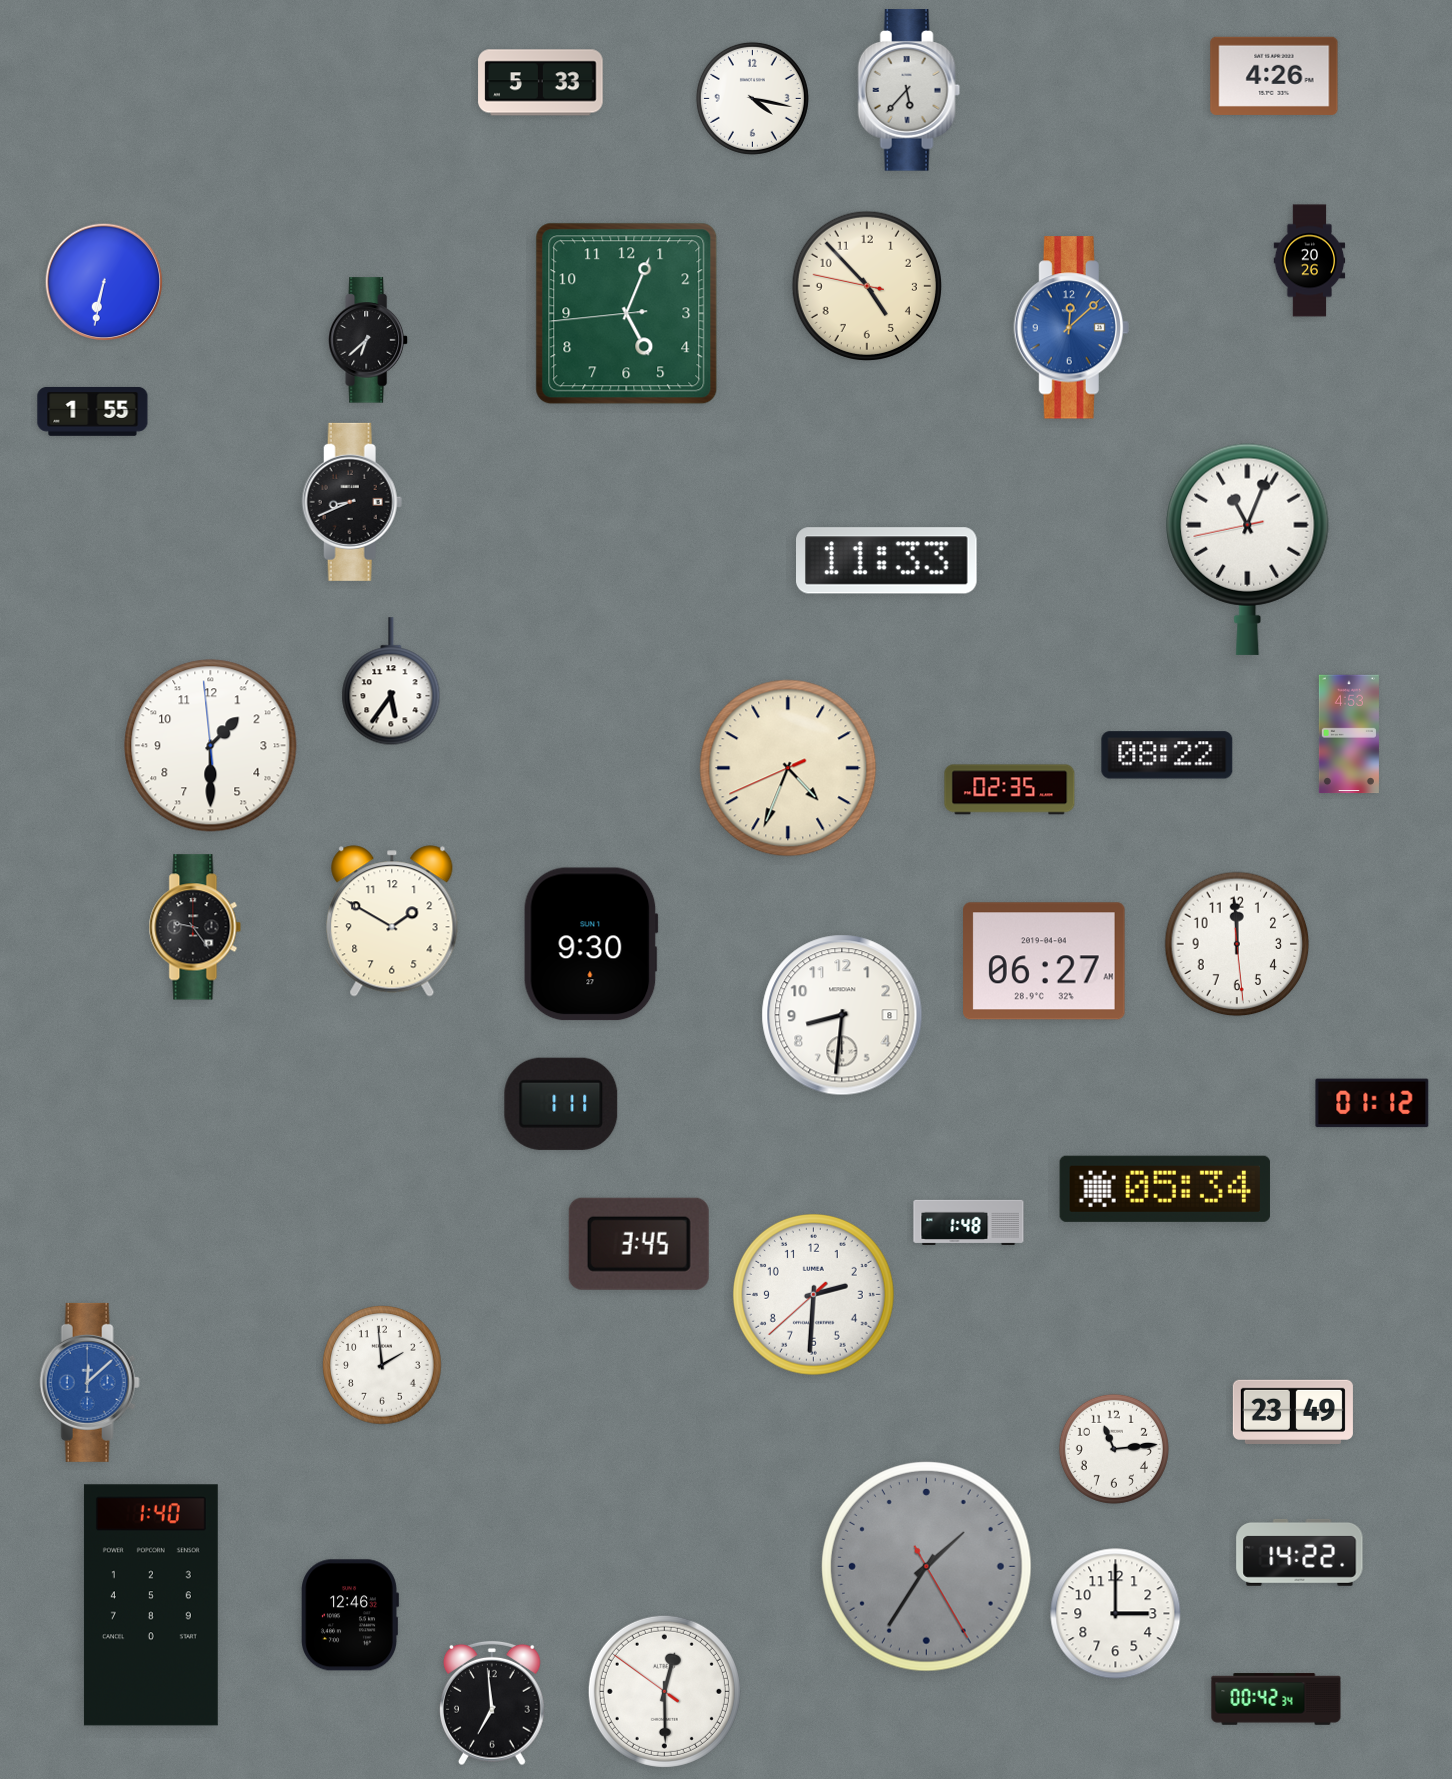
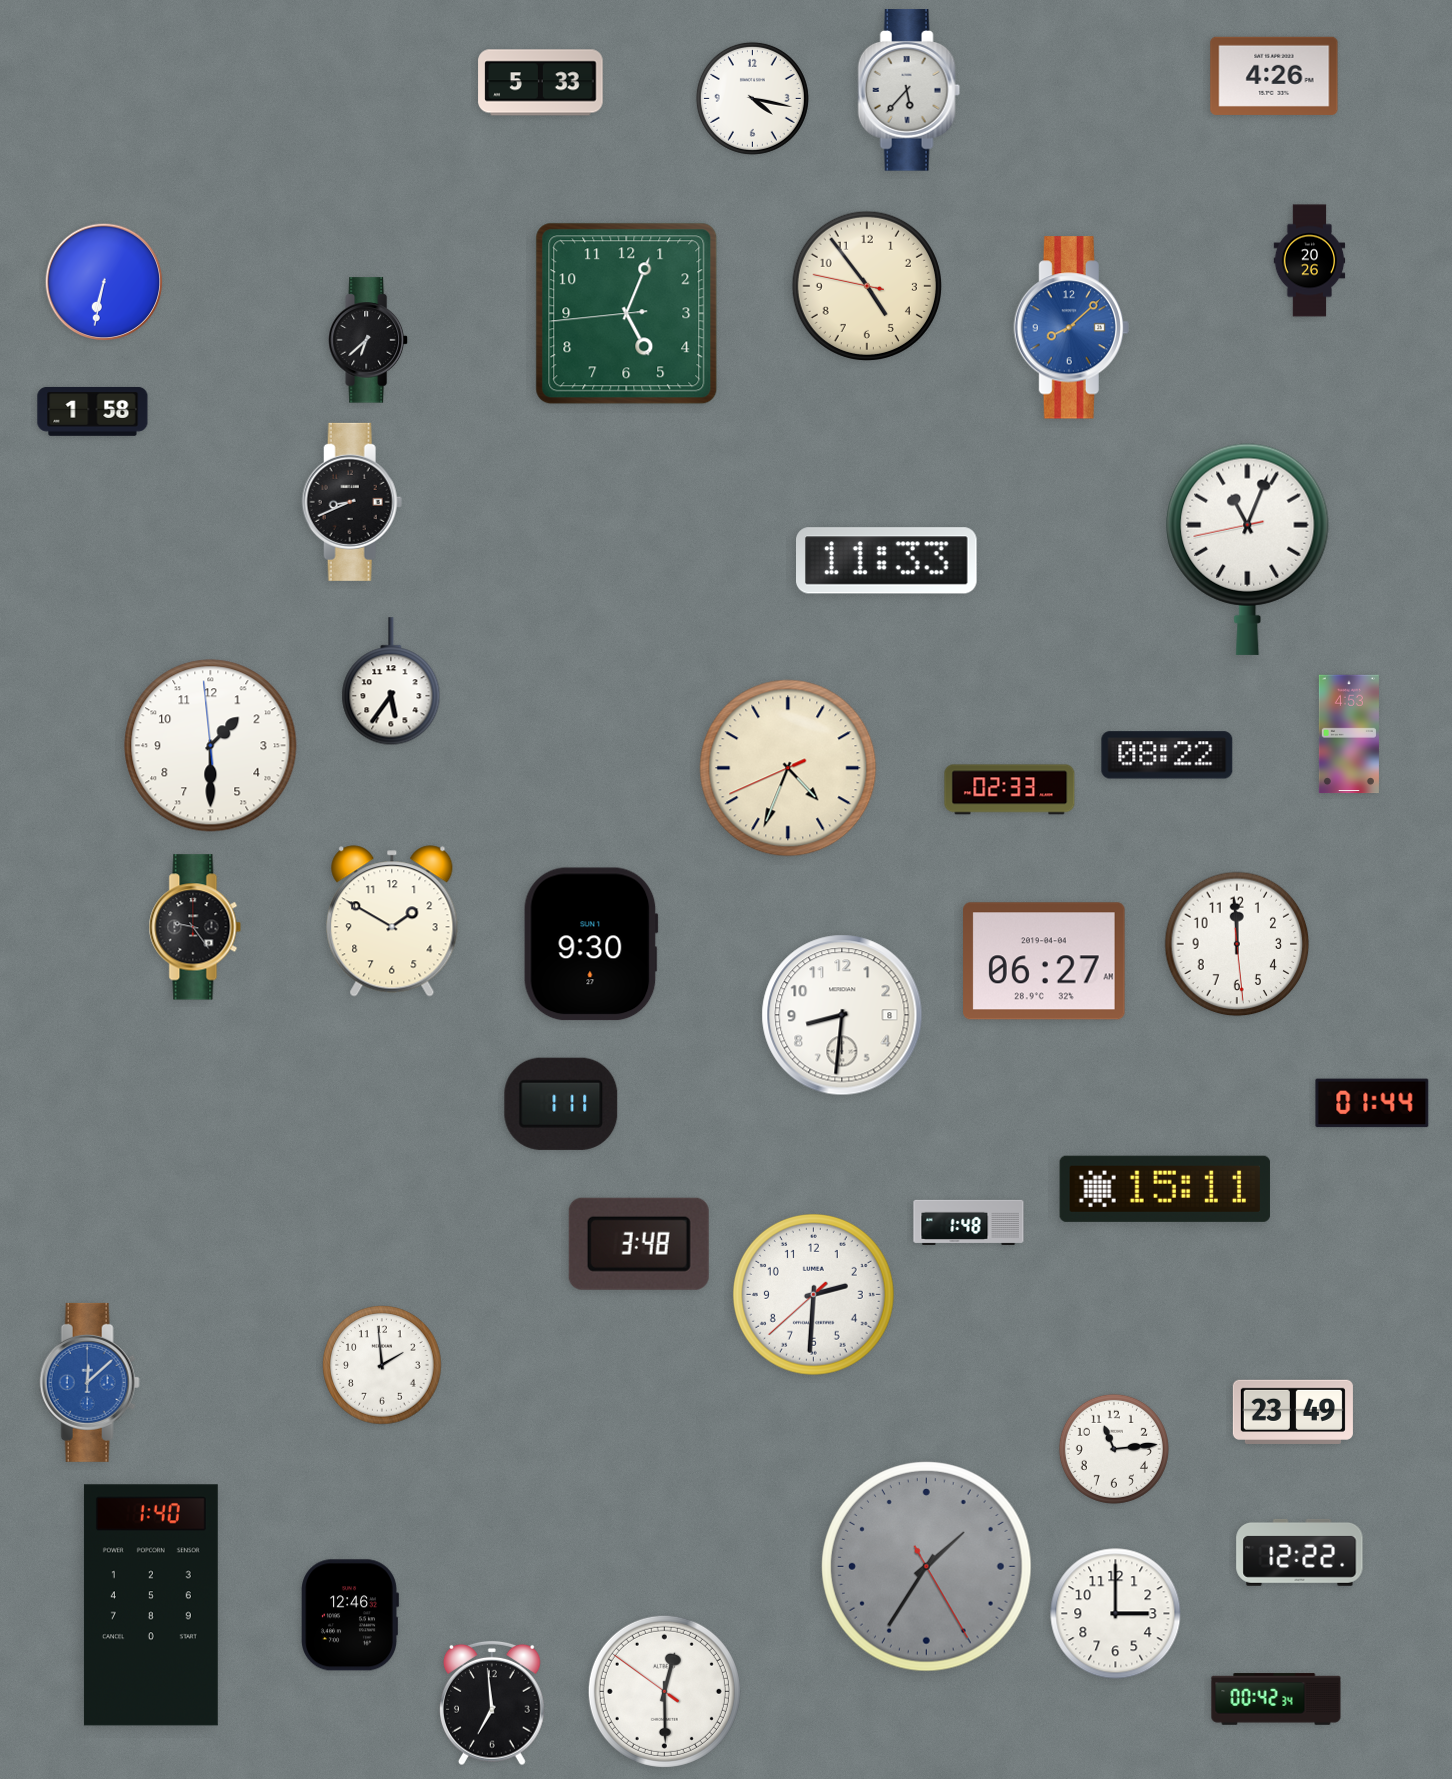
clock at (867, 286): 4:52 -> 4:53
clock at (1071, 328): 12:08 -> 8:08
clock at (93, 411): 1:55 -> 1:58
clock at (1010, 790): 02:35 -> 02:33
clock at (1372, 1103): 01:12 -> 01:44
clock at (1165, 1189): 05:34 -> 15:11
clock at (639, 1244): 3:45 -> 3:48
clock at (1300, 1552): 14:22 -> 12:22
